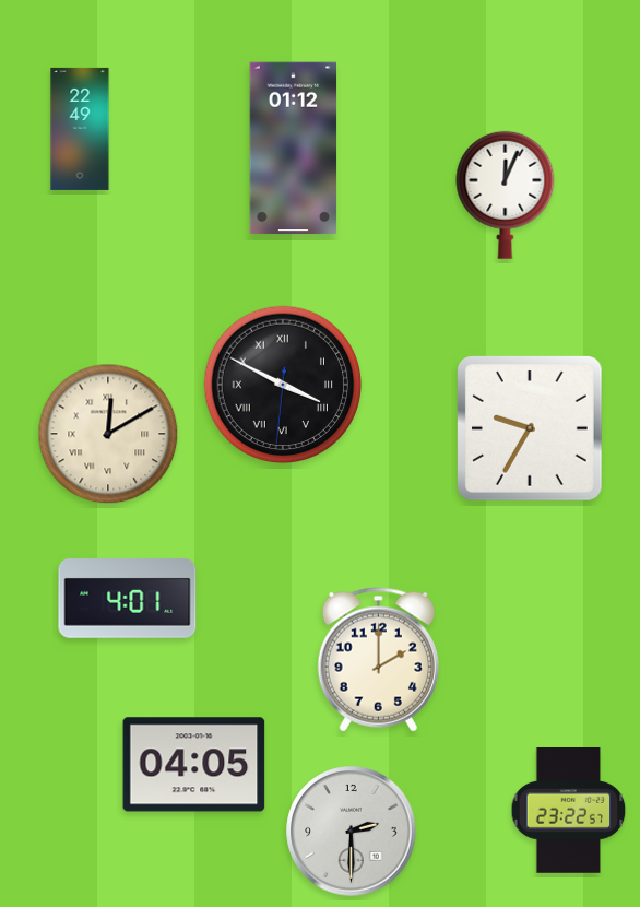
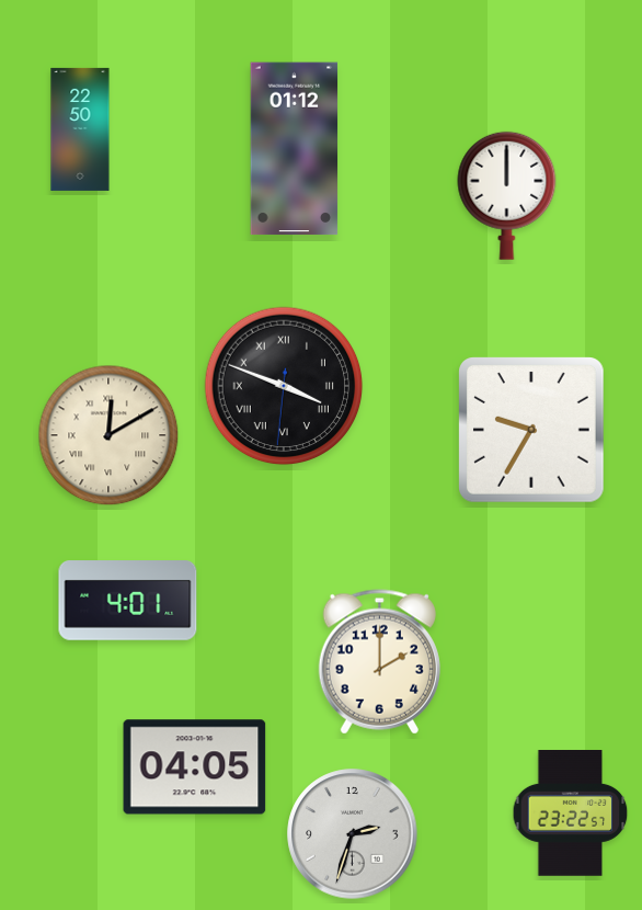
clock at (80, 129): 22:49 -> 22:50
clock at (506, 195): 12:04 -> 12:00
clock at (283, 385): 3:49 -> 3:48
clock at (352, 832): 2:30 -> 2:33
